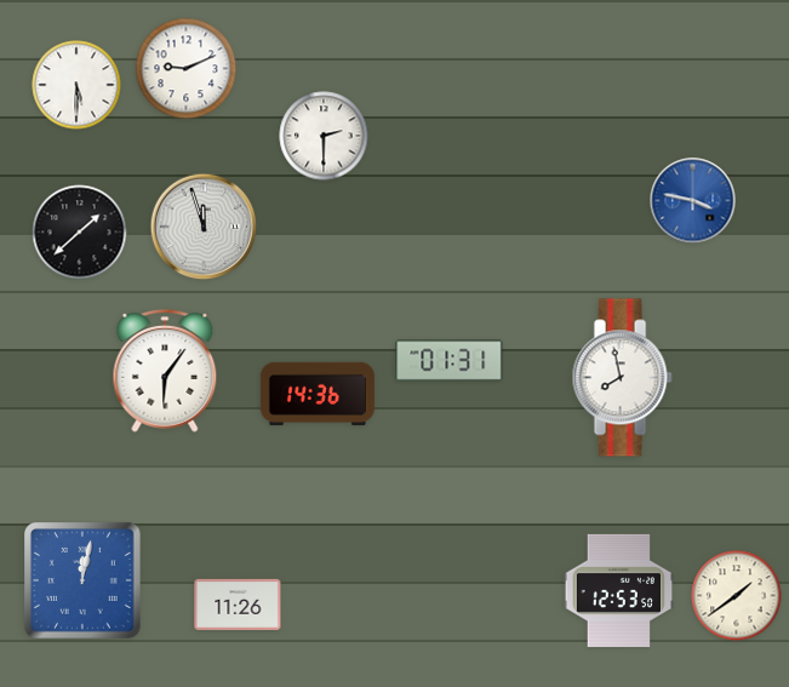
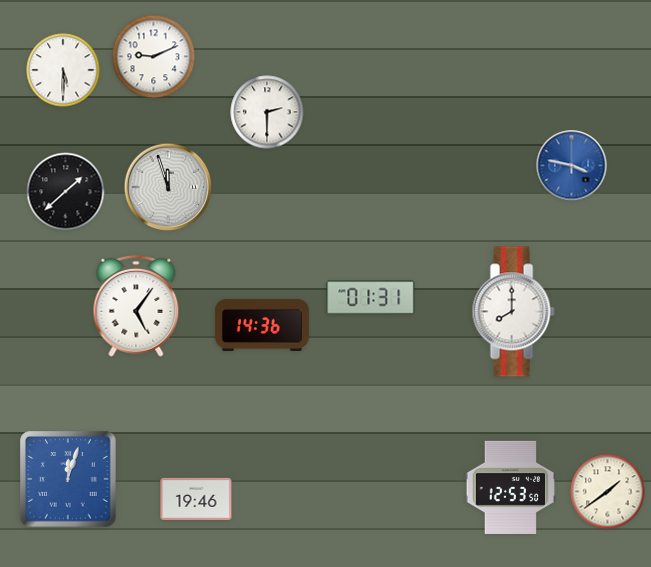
clock at (165, 372): 6:06 -> 5:06
clock at (622, 378): 7:58 -> 8:00
clock at (84, 582): 12:02 -> 12:03
clock at (238, 605): 11:26 -> 19:46
